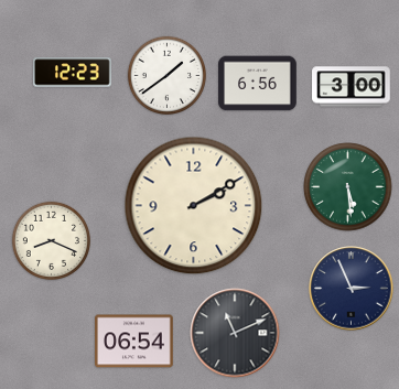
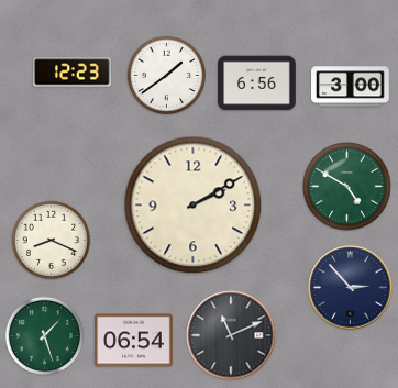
clock at (348, 187): 5:29 -> 4:50
clock at (352, 289): 2:56 -> 2:53
clock at (235, 333) position: (235, 333) -> (231, 335)
clock at (45, 336): none -> 1:27
